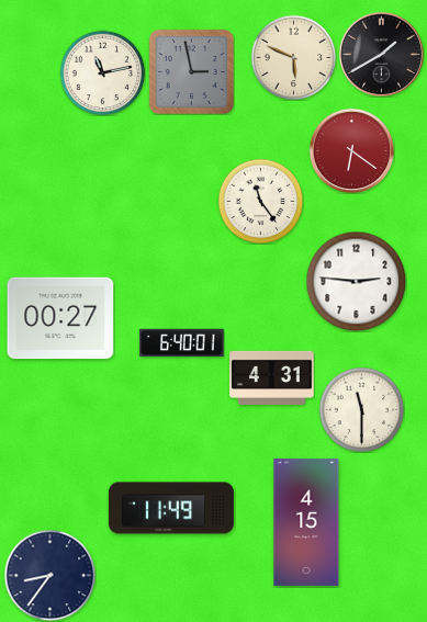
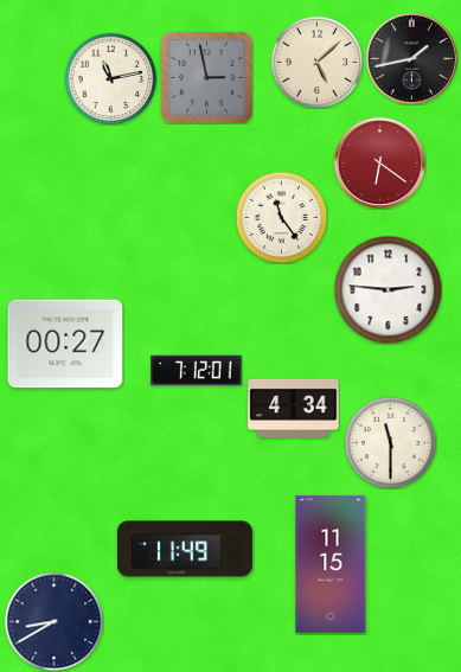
clock at (381, 54): 1:40 -> 1:43
clock at (293, 57): 5:49 -> 5:08
clock at (356, 281) position: (356, 281) -> (388, 289)
clock at (182, 343): 6:40 -> 7:12
clock at (272, 377): 4:31 -> 4:34
clock at (306, 522): 4:15 -> 11:15
clock at (49, 575): 8:36 -> 8:40
